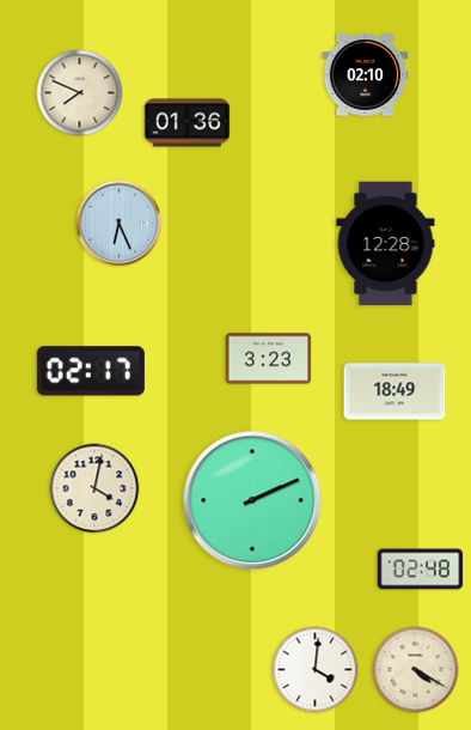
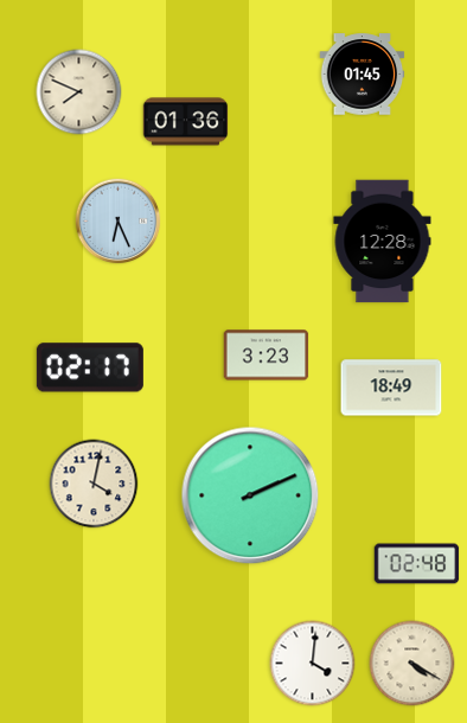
clock at (366, 75): 02:10 -> 01:45
